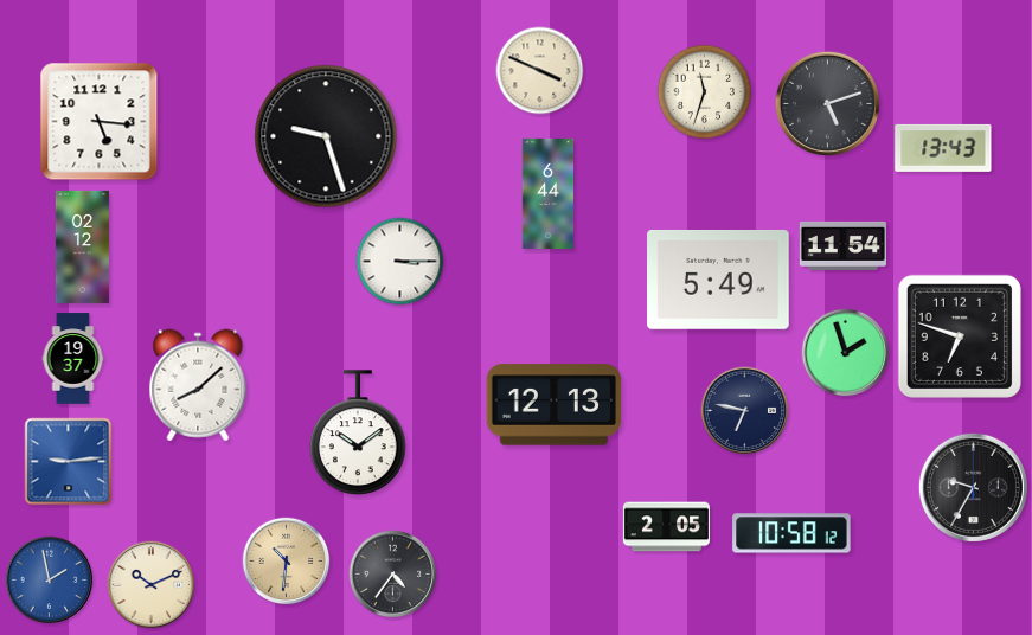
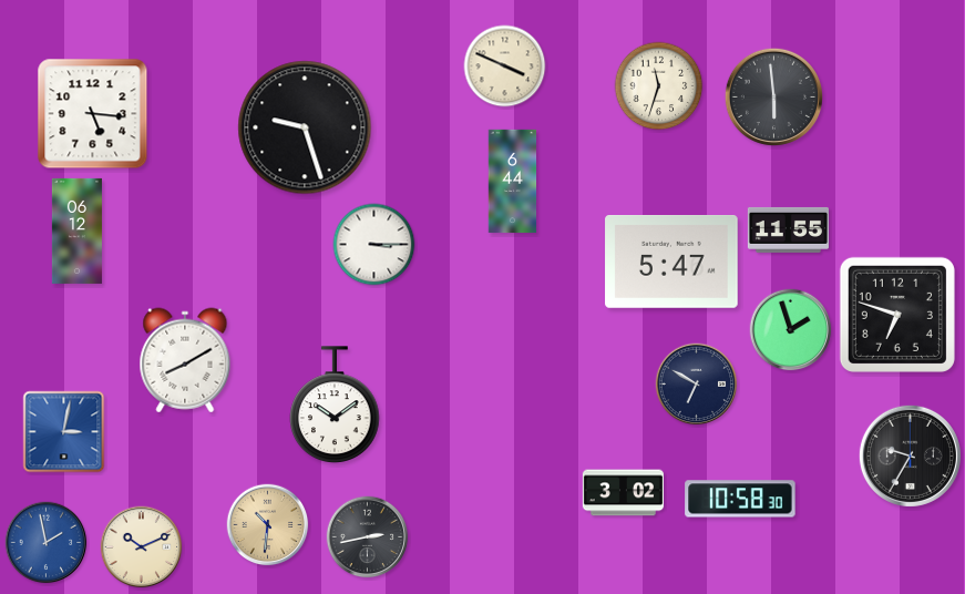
clock at (827, 103): 5:12 -> 5:59
clock at (943, 148): 13:43 -> none
clock at (842, 245): 11:54 -> 11:55
clock at (82, 246): 02:12 -> 06:12
clock at (718, 281): 5:49 -> 5:47
clock at (73, 359): 19:37 -> none
clock at (198, 385): 8:08 -> 8:10
clock at (555, 405): 12:13 -> none
clock at (745, 411): 6:47 -> 6:50
clock at (69, 462): 9:14 -> 3:02
clock at (666, 527): 2:05 -> 3:02
clock at (791, 533): 10:58:12 -> 10:58:30
clock at (393, 575): 4:36 -> 2:43
